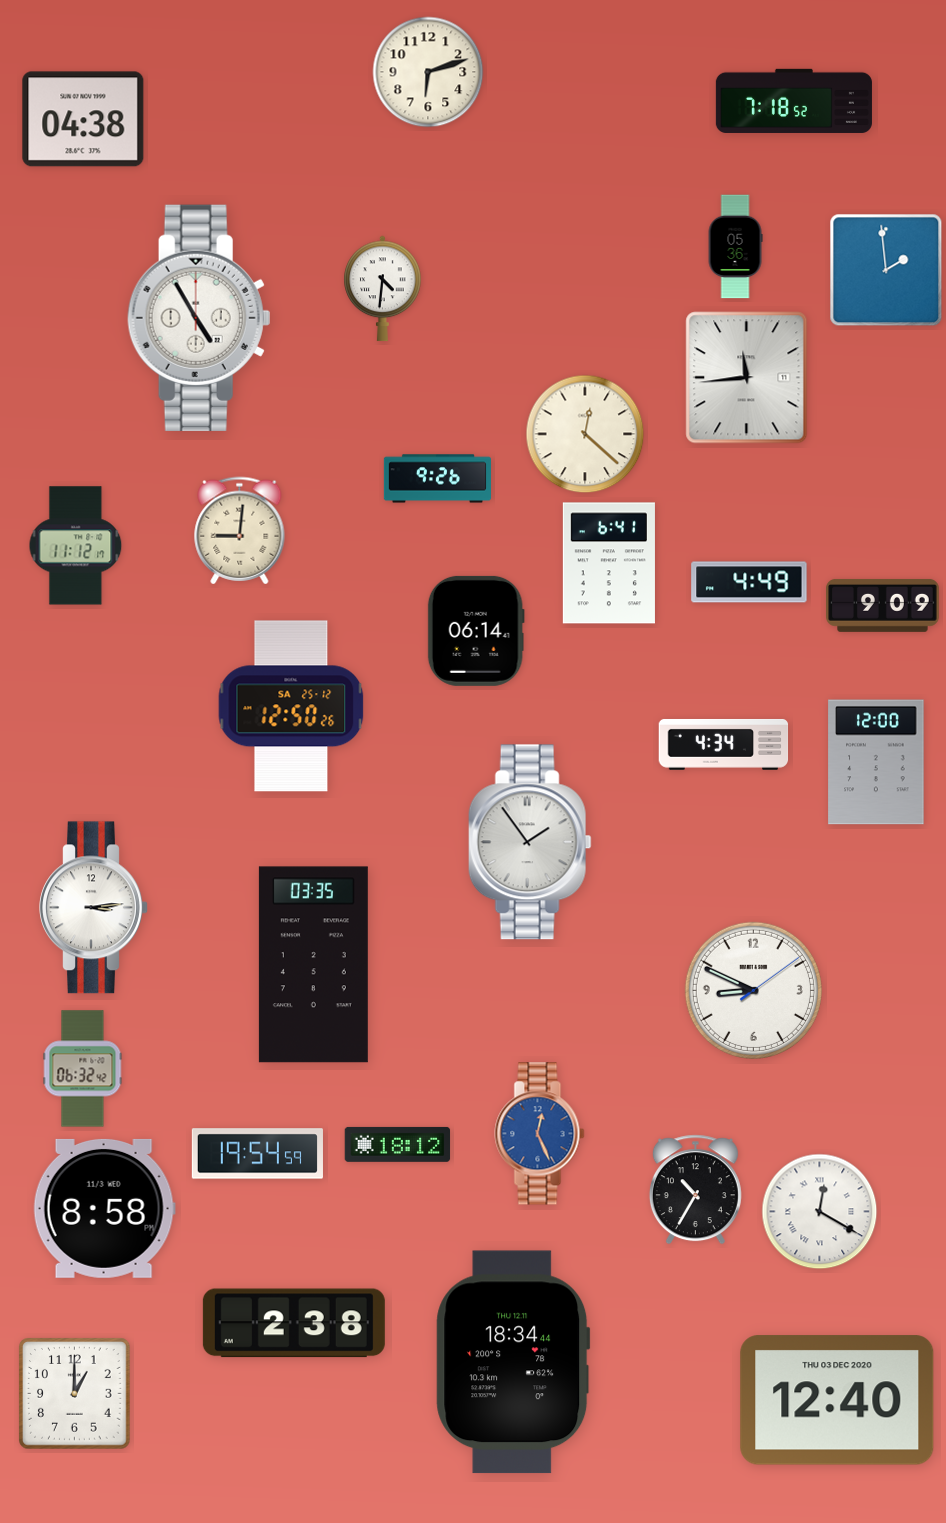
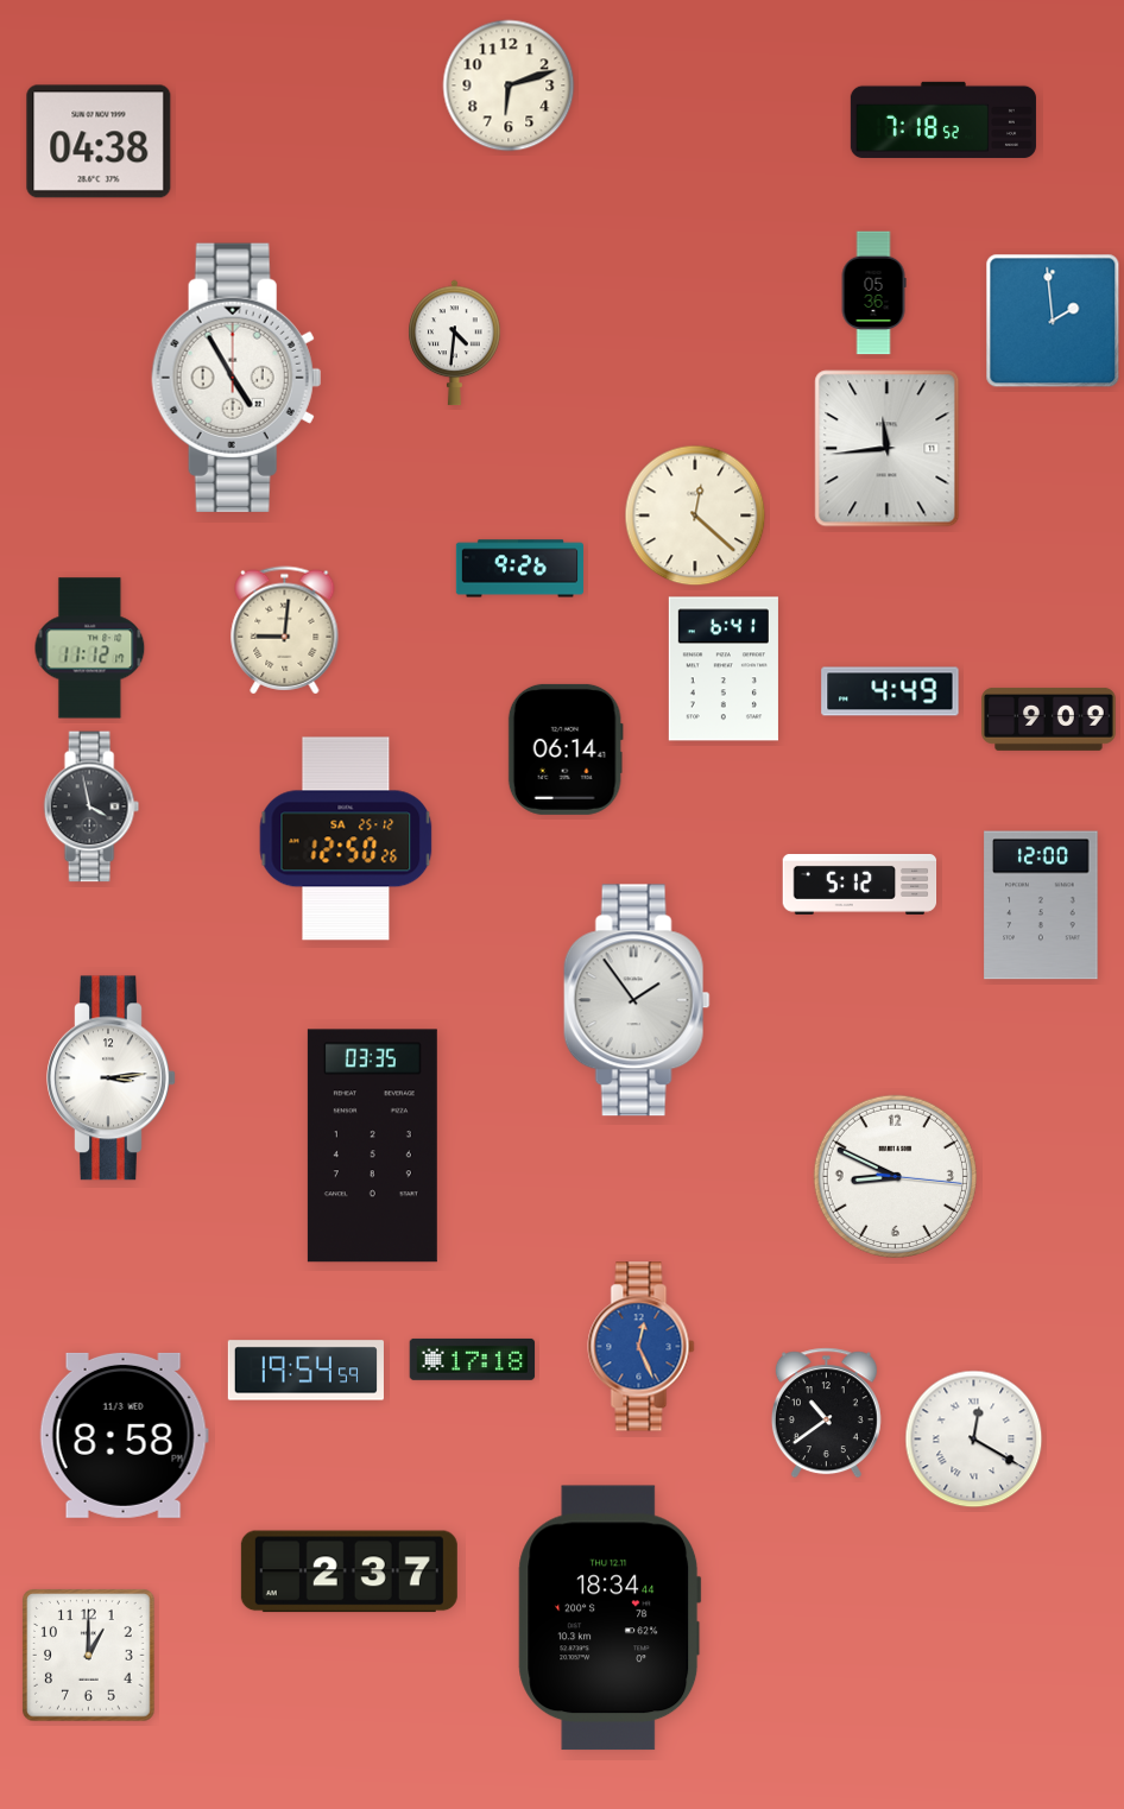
clock at (91, 807): none -> 3:58
clock at (724, 744): 4:34 -> 5:12
clock at (530, 842) position: (530, 842) -> (637, 1000)
clock at (753, 990): 8:49:09 -> 8:49:16
clock at (83, 1069): 06:32 -> none
clock at (398, 1144): 18:12 -> 17:18
clock at (695, 1190): 10:35 -> 10:39
clock at (294, 1323): 2:38 -> 2:37
clock at (837, 1400): 12:40 -> none
